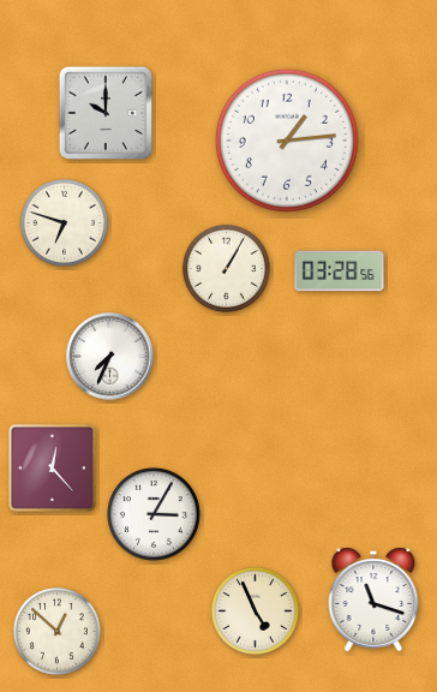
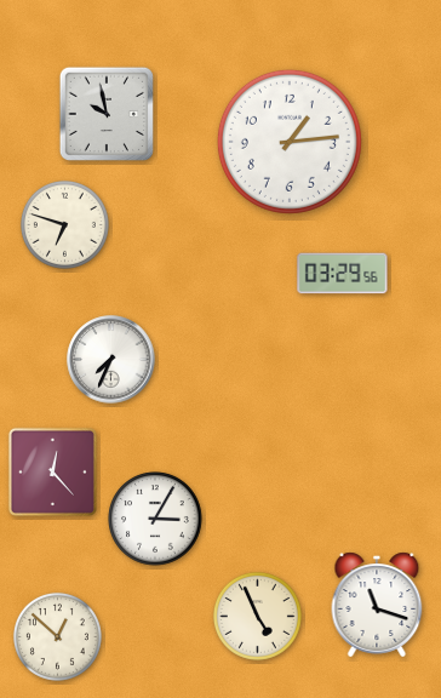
clock at (106, 113): 10:00 -> 9:58
clock at (226, 268): 1:05 -> none
clock at (340, 272): 03:28 -> 03:29
